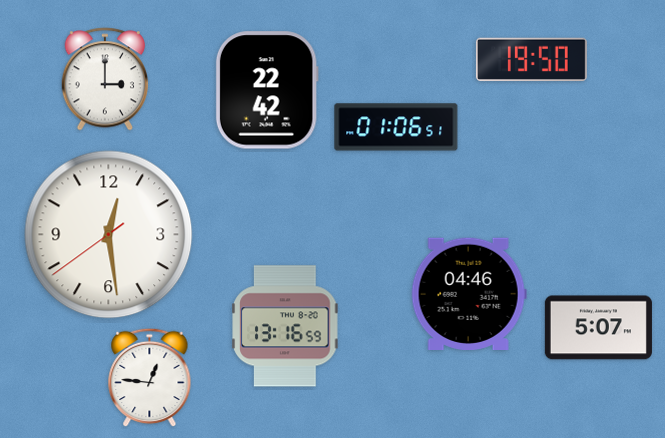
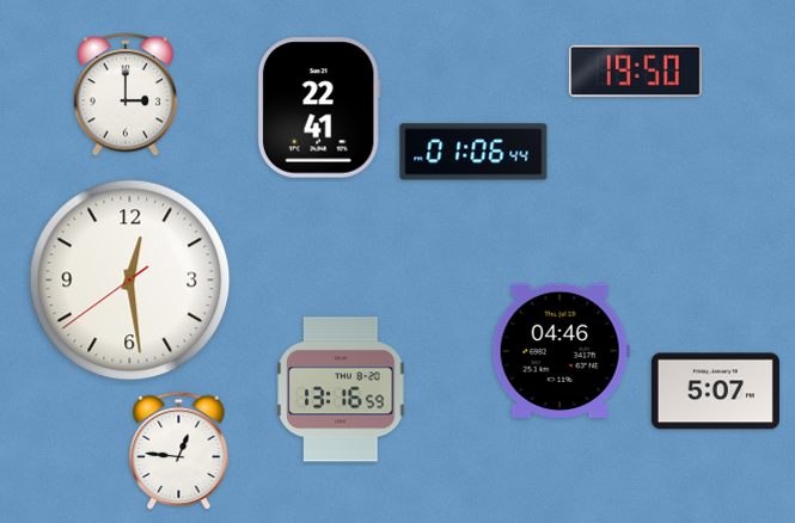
clock at (267, 90): 22:42 -> 22:41
clock at (396, 127): 01:06:51 -> 01:06:44
